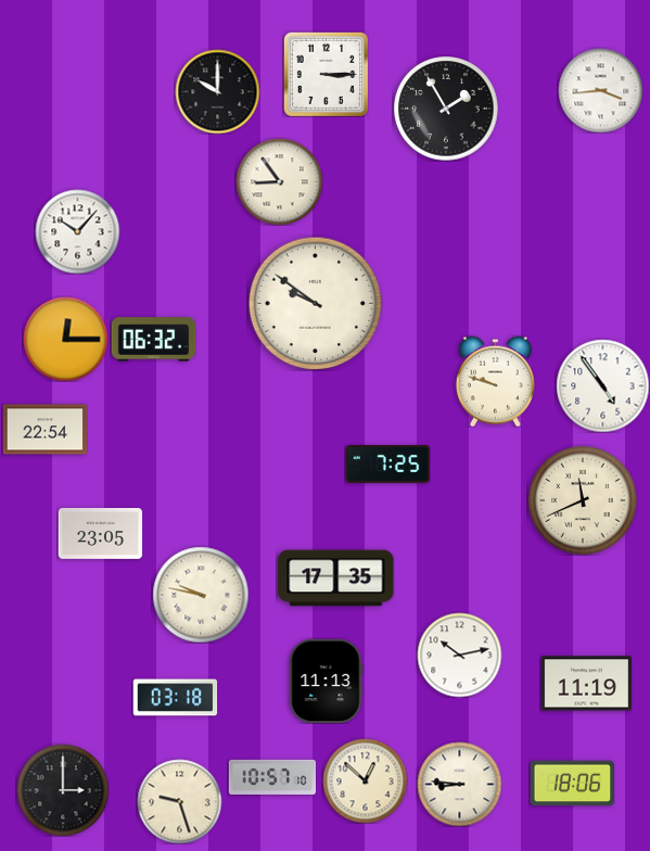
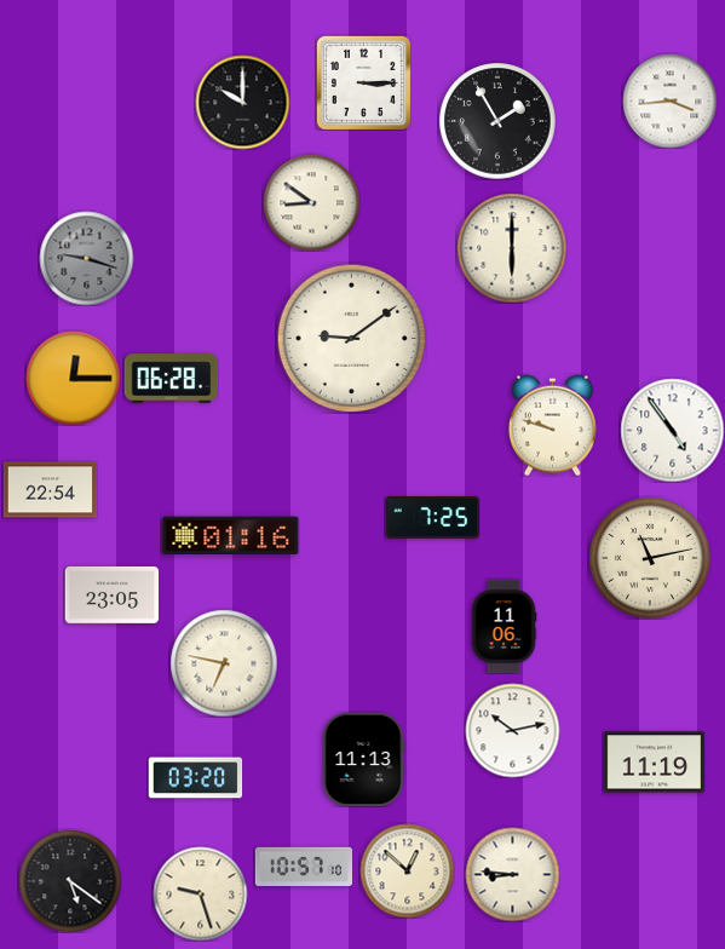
clock at (279, 181): 8:54 -> 8:51
clock at (512, 248): none -> 6:00
clock at (77, 231): 10:07 -> 9:18
clock at (77, 231) dial: white -> grey
clock at (315, 303): 9:51 -> 9:09
clock at (153, 340): 06:32 -> 06:28
clock at (44, 430) position: (44, 430) -> (50, 490)
clock at (231, 536): none -> 01:16
clock at (583, 500): 11:41 -> 11:13
clock at (504, 626): none -> 11:06
clock at (336, 579): 17:35 -> none
clock at (201, 595): 9:47 -> 6:47
clock at (175, 698): 03:18 -> 03:20
clock at (572, 784): 18:06 -> none
clock at (63, 790): 3:00 -> 5:21
